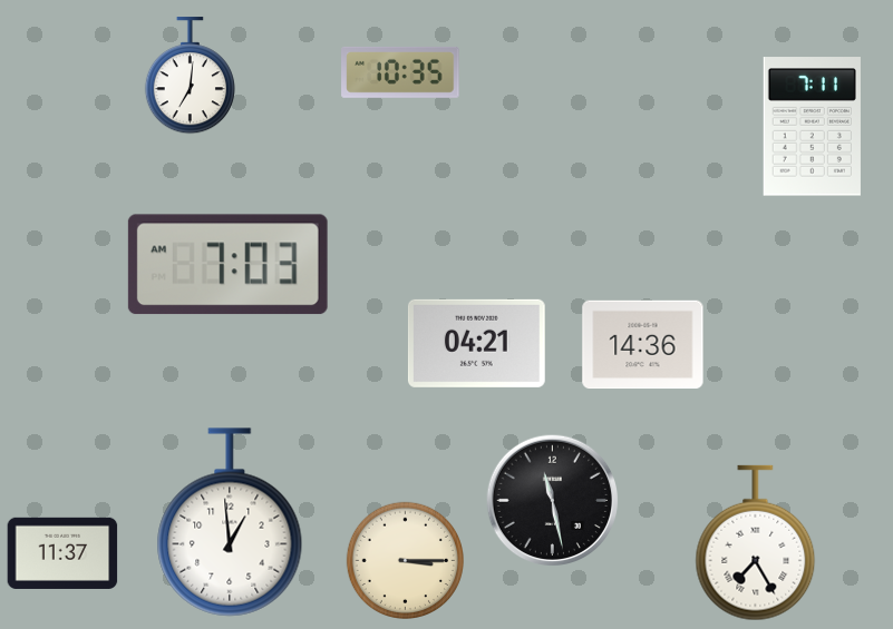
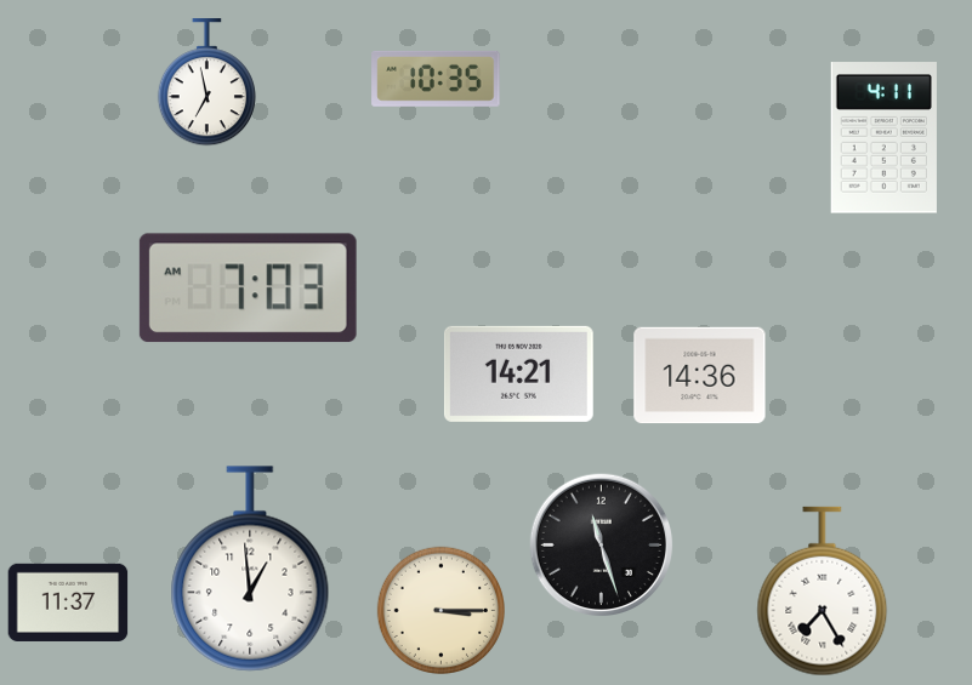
clock at (190, 76): 7:01 -> 6:58
clock at (812, 127): 7:11 -> 4:11
clock at (476, 343): 04:21 -> 14:21
clock at (553, 501): 11:28 -> 11:27
